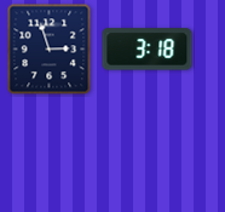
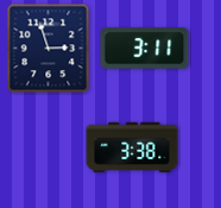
clock at (148, 50): 3:18 -> 3:11
clock at (132, 147): none -> 3:38
